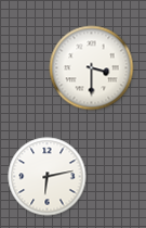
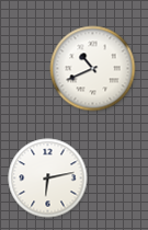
clock at (92, 68): 3:30 -> 10:41
